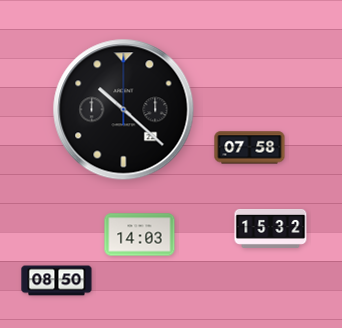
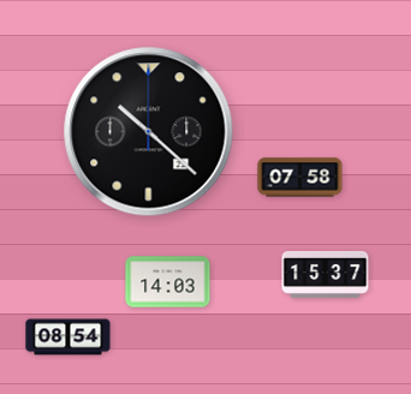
clock at (271, 228): 15:32 -> 15:37
clock at (57, 281): 08:50 -> 08:54
